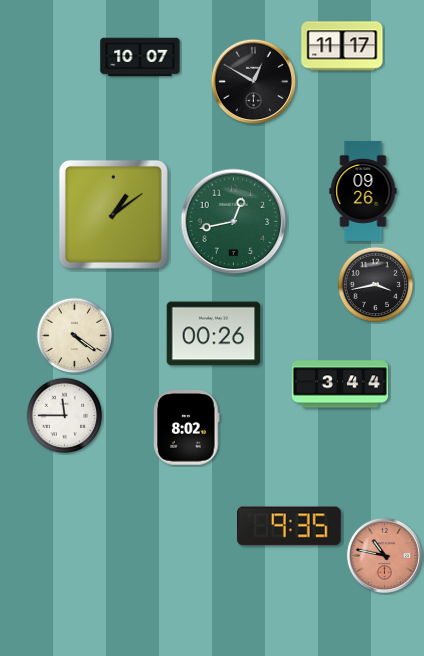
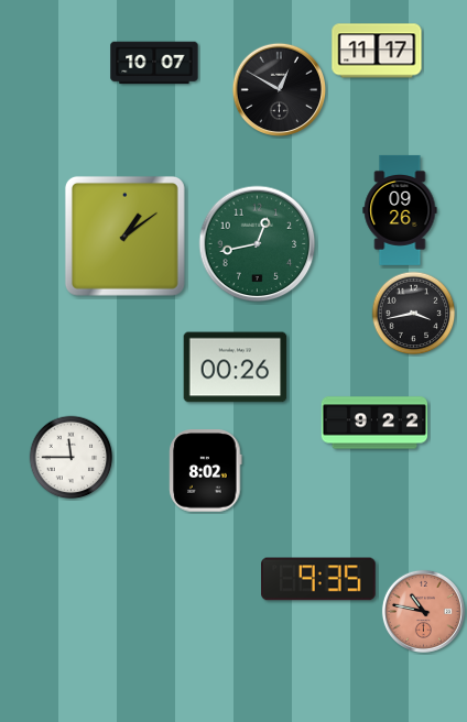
clock at (75, 336): 4:21 -> none
clock at (340, 384): 3:44 -> 9:22
